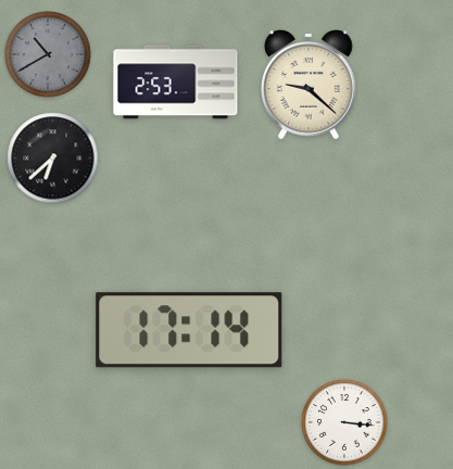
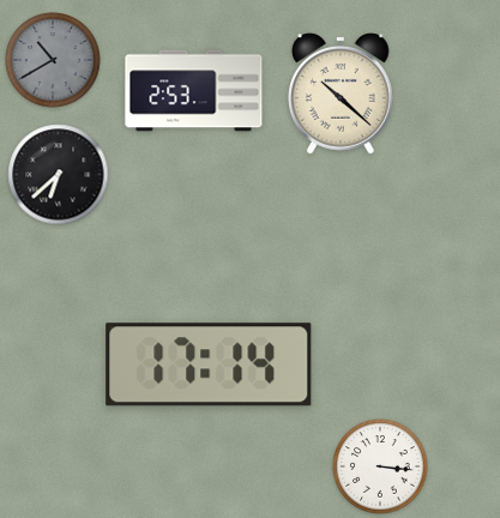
clock at (310, 85): 9:22 -> 10:22
